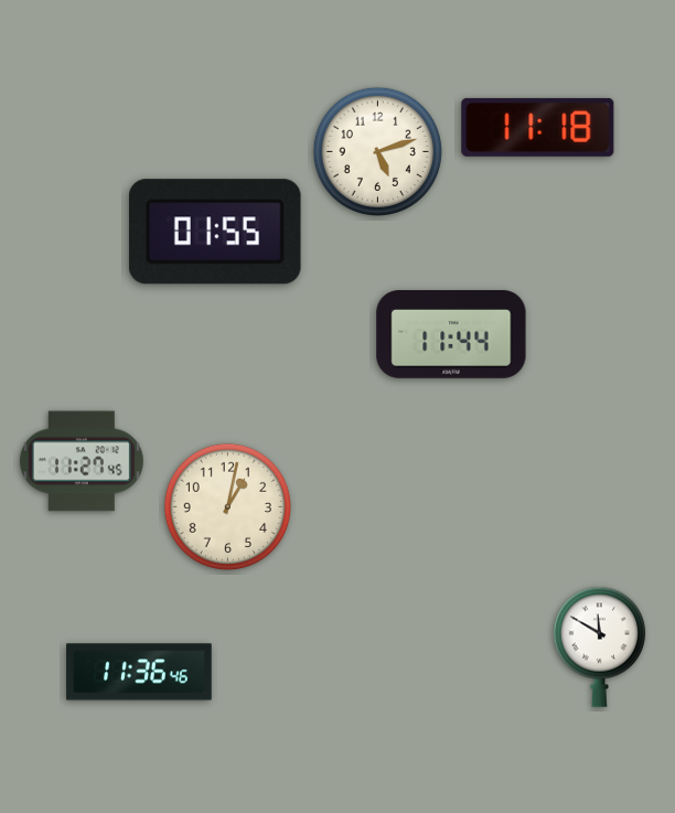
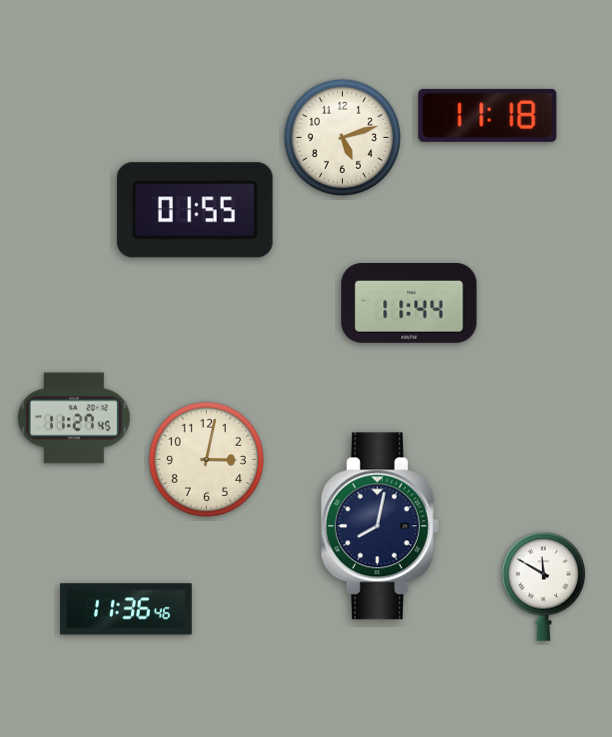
clock at (227, 506): 1:02 -> 3:02
clock at (380, 526): none -> 8:02
